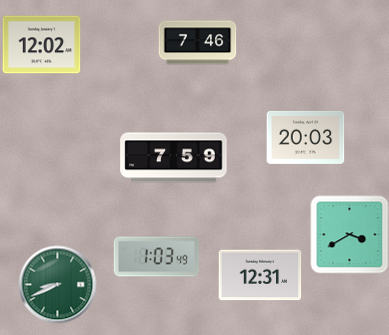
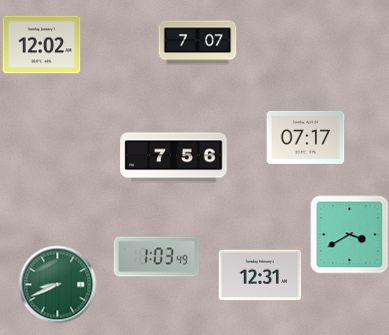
clock at (197, 43): 7:46 -> 7:07
clock at (305, 137): 20:03 -> 07:17
clock at (174, 158): 7:59 -> 7:56
